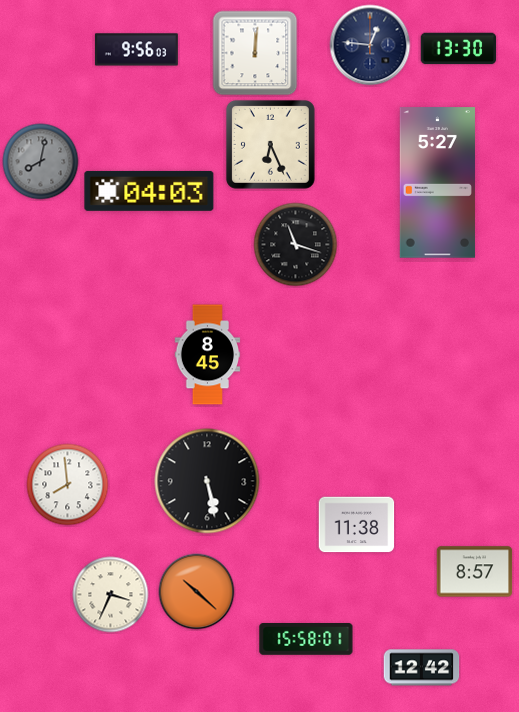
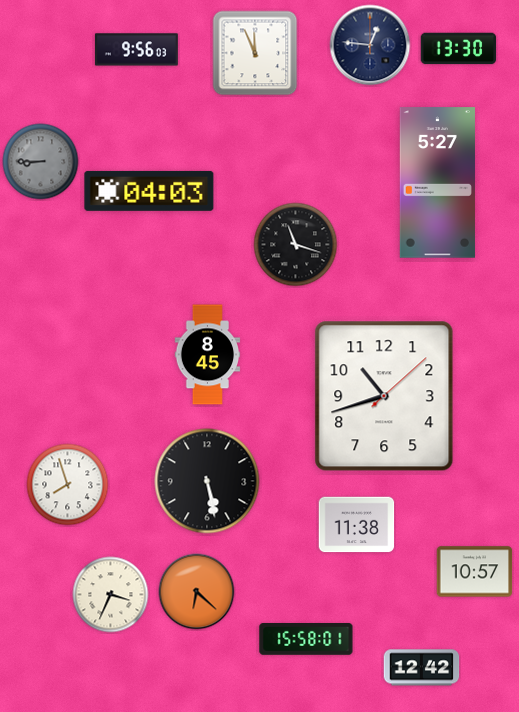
clock at (255, 53): 12:01 -> 11:56
clock at (270, 144): 6:26 -> none
clock at (41, 162): 8:02 -> 8:45
clock at (384, 396): none -> 10:42
clock at (68, 485): 7:59 -> 7:57
clock at (475, 572): 8:57 -> 10:57
clock at (197, 592): 10:22 -> 6:22
